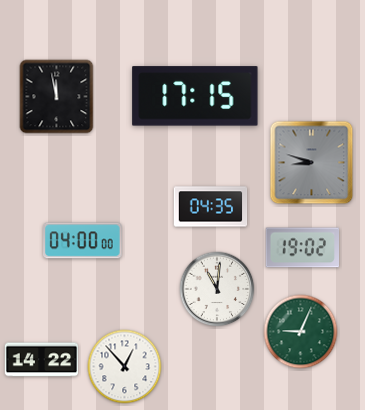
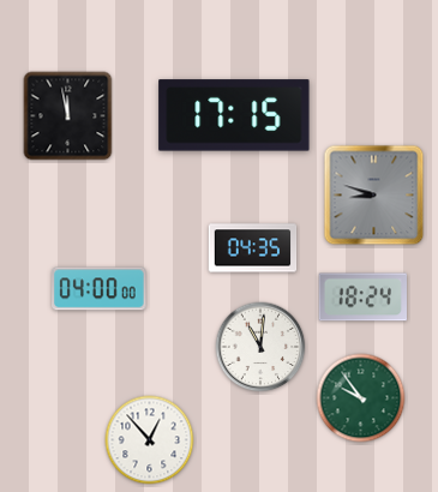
clock at (302, 248): 19:02 -> 18:24
clock at (301, 332): 9:04 -> 9:54
clock at (42, 360): 14:22 -> none
